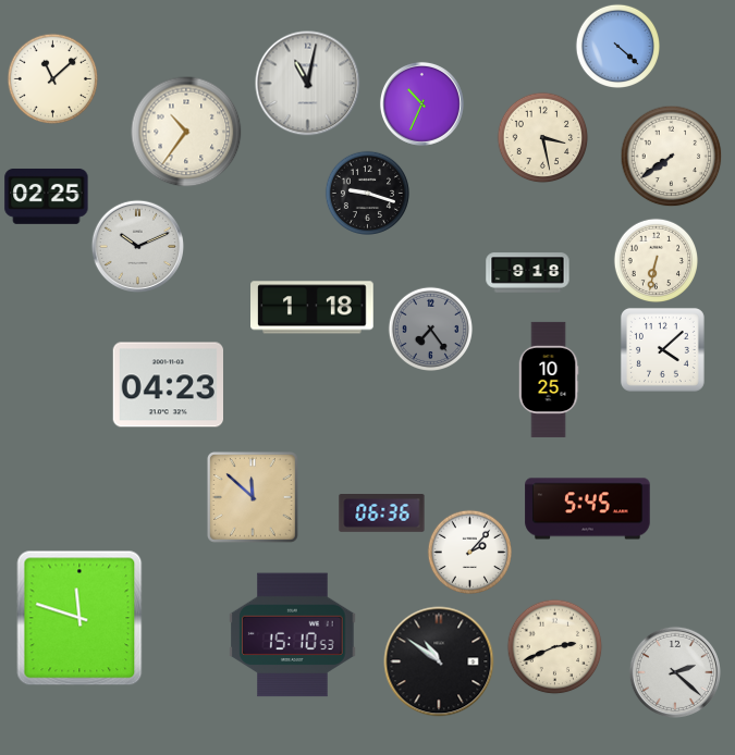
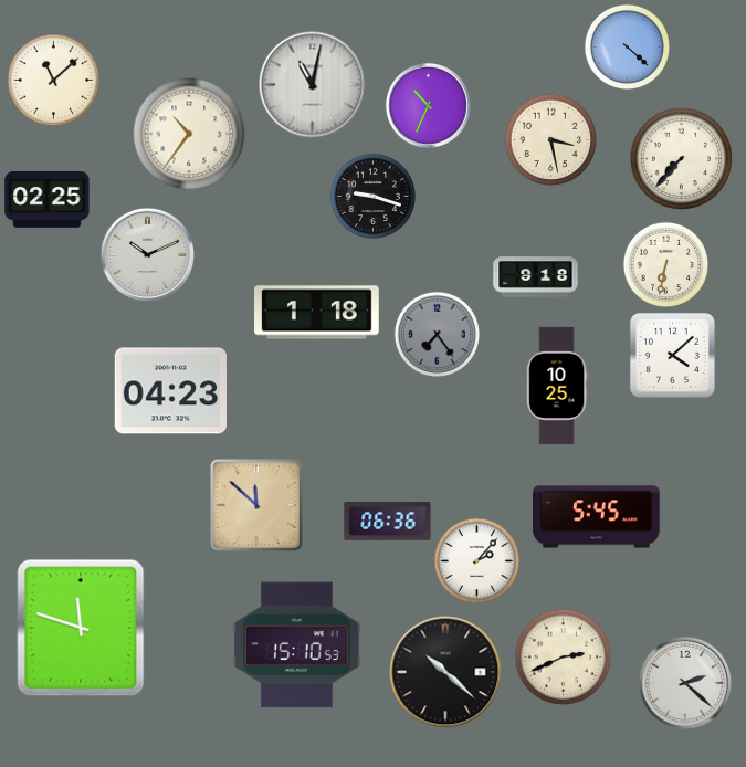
clock at (671, 156): 7:39 -> 7:37
clock at (137, 246) position: (137, 246) -> (147, 254)
clock at (439, 661): 10:51 -> 10:22
